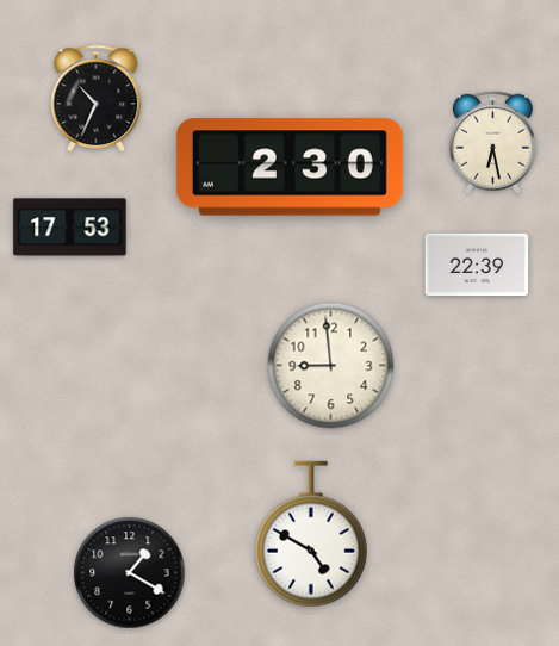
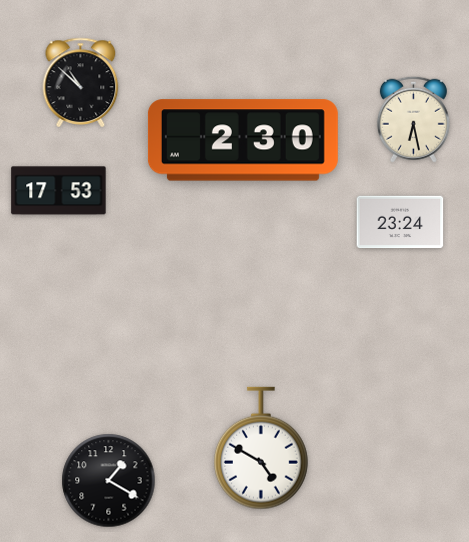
clock at (97, 98): 10:34 -> 10:52
clock at (477, 265): 22:39 -> 23:24
clock at (331, 366): 8:59 -> none
